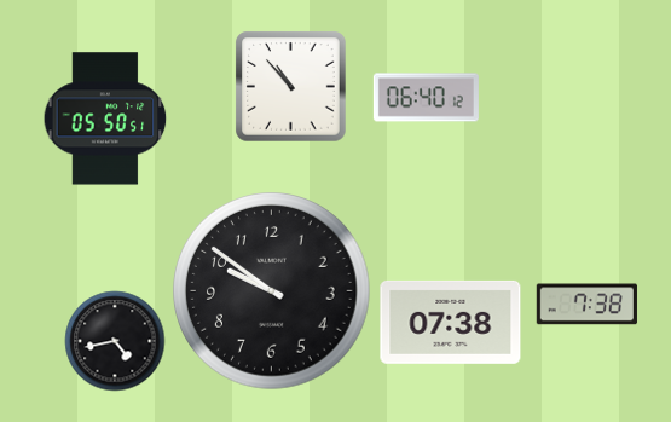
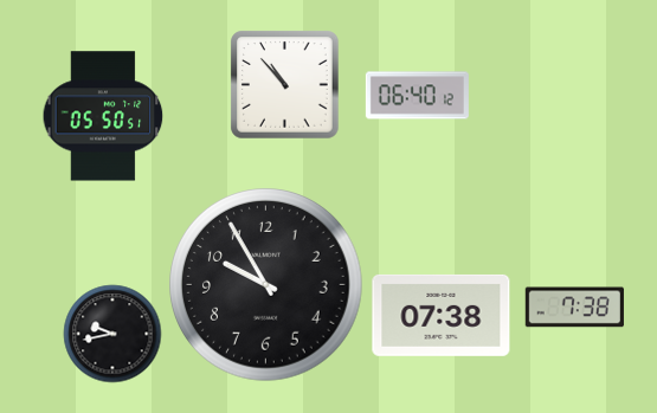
clock at (272, 291): 9:51 -> 9:55
clock at (586, 305) position: (586, 305) -> (574, 308)
clock at (115, 341): 4:43 -> 9:43
